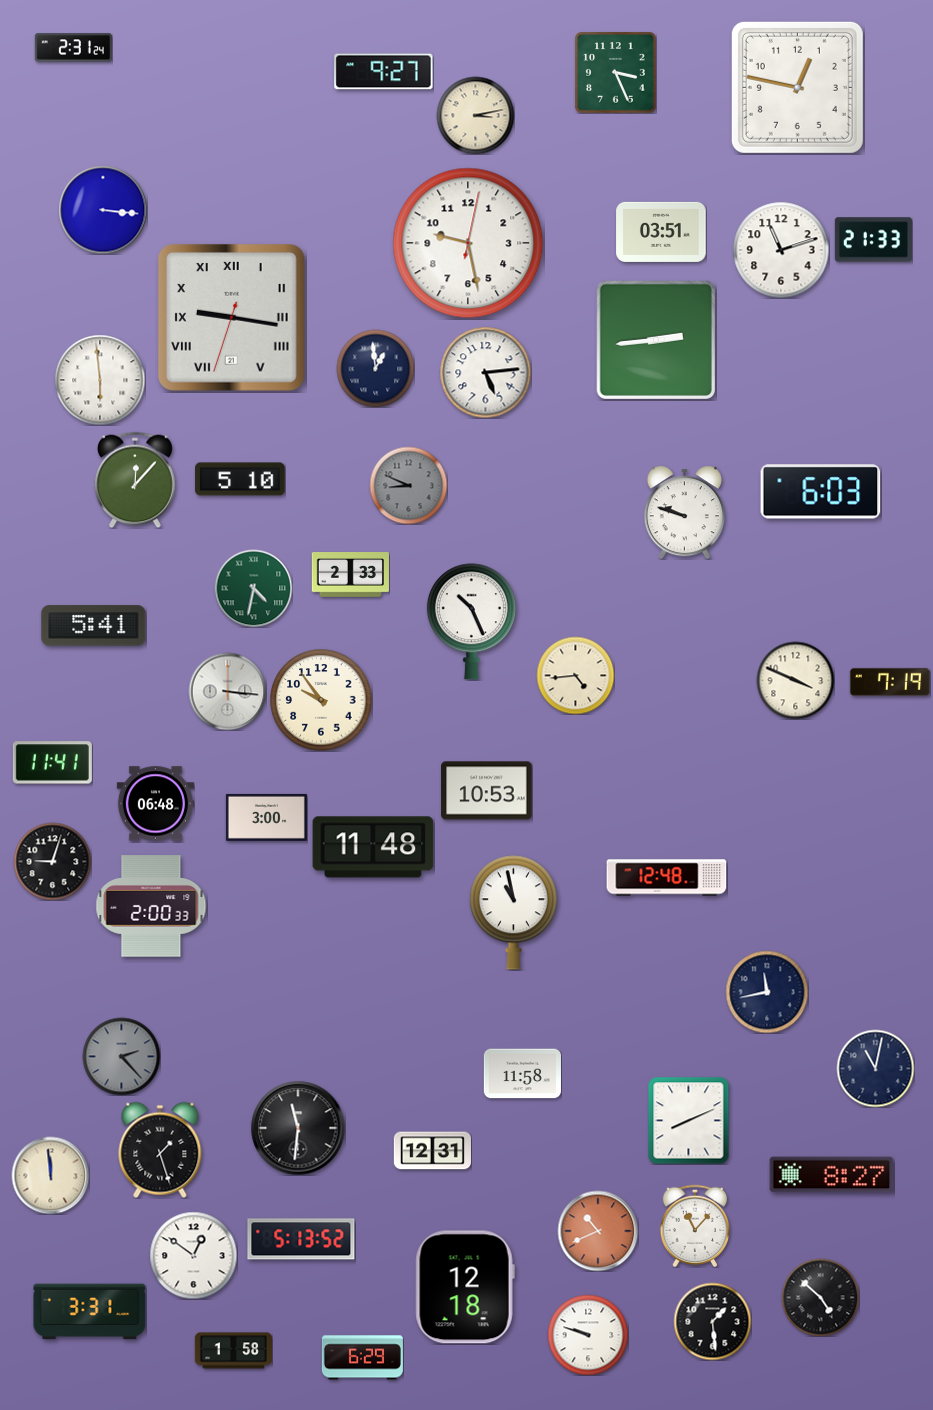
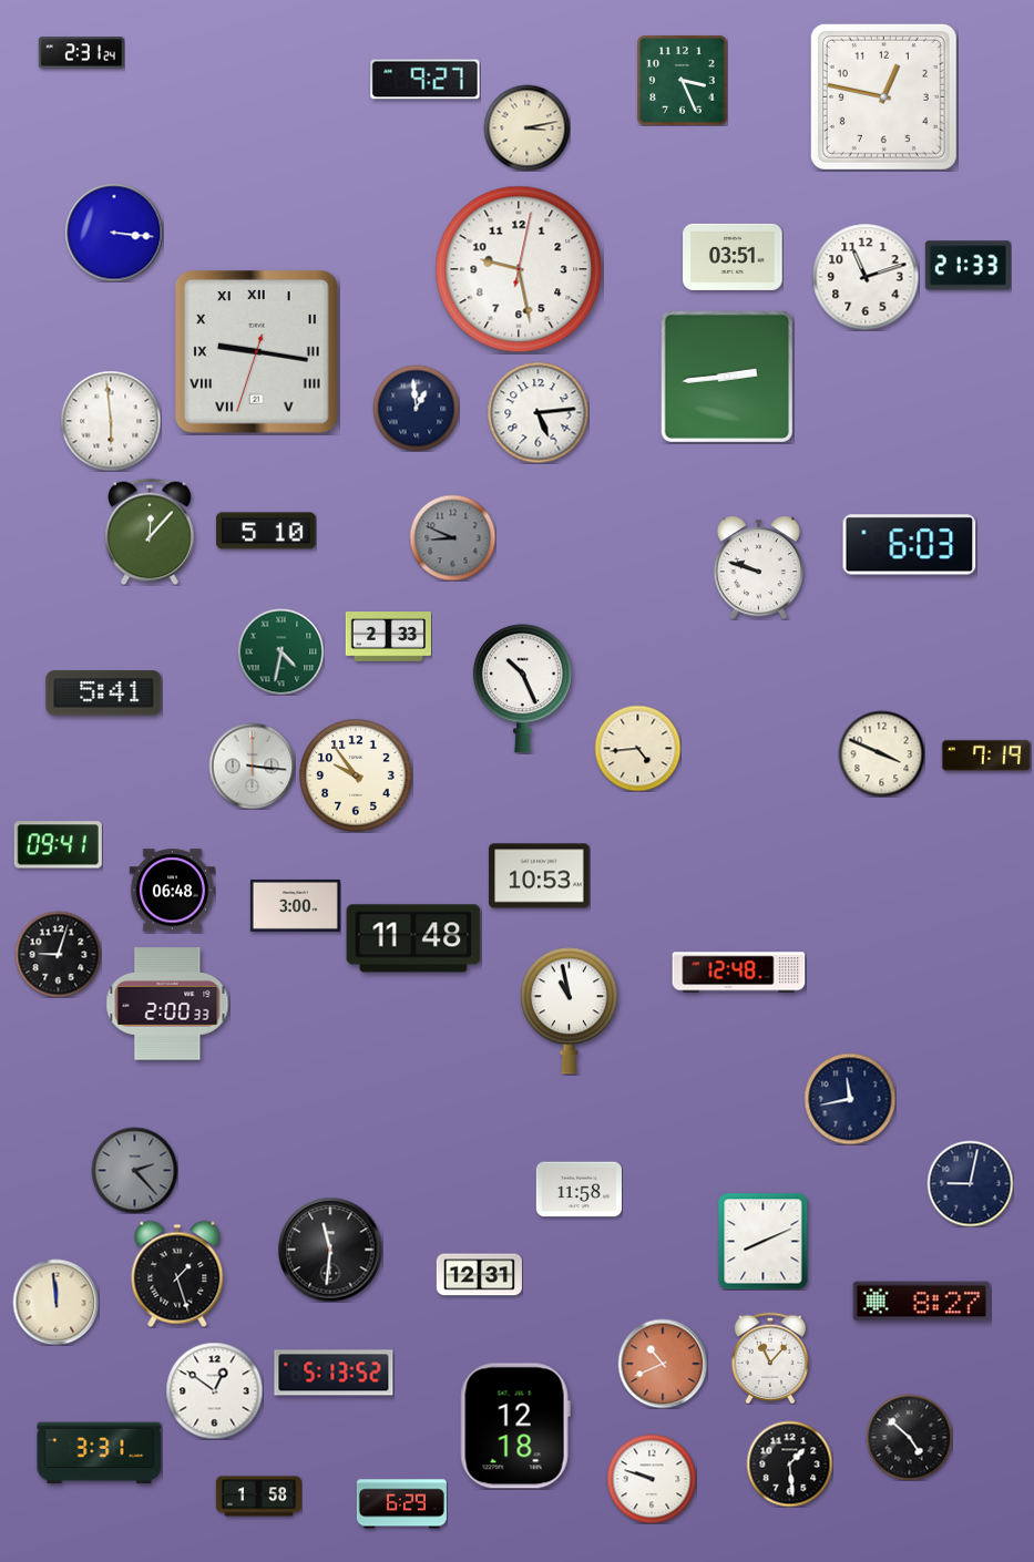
clock at (52, 763): 11:41 -> 09:41
clock at (875, 1068): 11:02 -> 9:02
